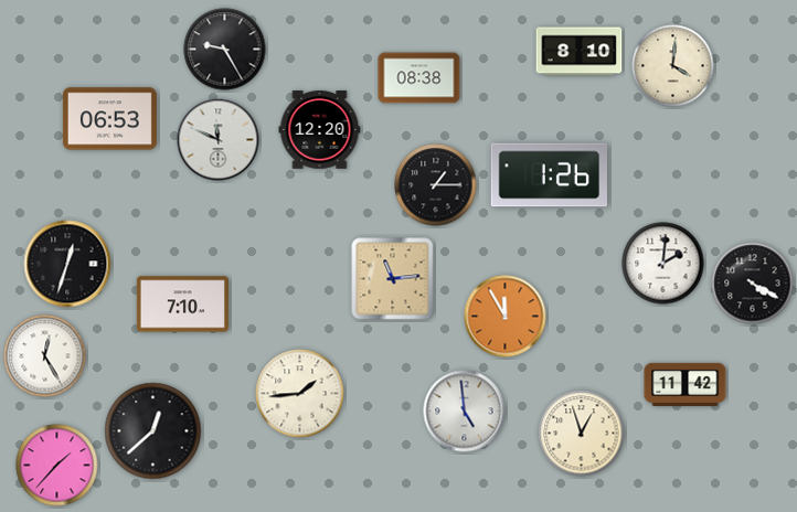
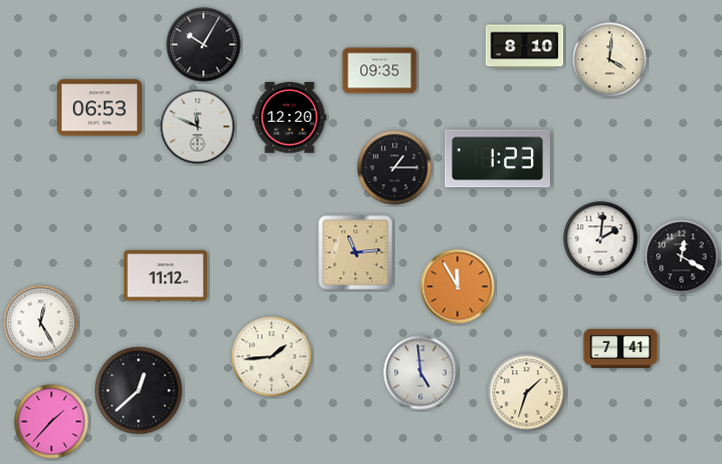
clock at (225, 50): 9:25 -> 10:05
clock at (419, 78): 08:38 -> 09:35
clock at (549, 175): 1:26 -> 1:23
clock at (67, 264): 12:33 -> none
clock at (753, 284): 4:20 -> 12:20
clock at (182, 305): 7:10 -> 11:12
clock at (686, 384): 11:42 -> 7:41
clock at (582, 434): 12:57 -> 1:33
